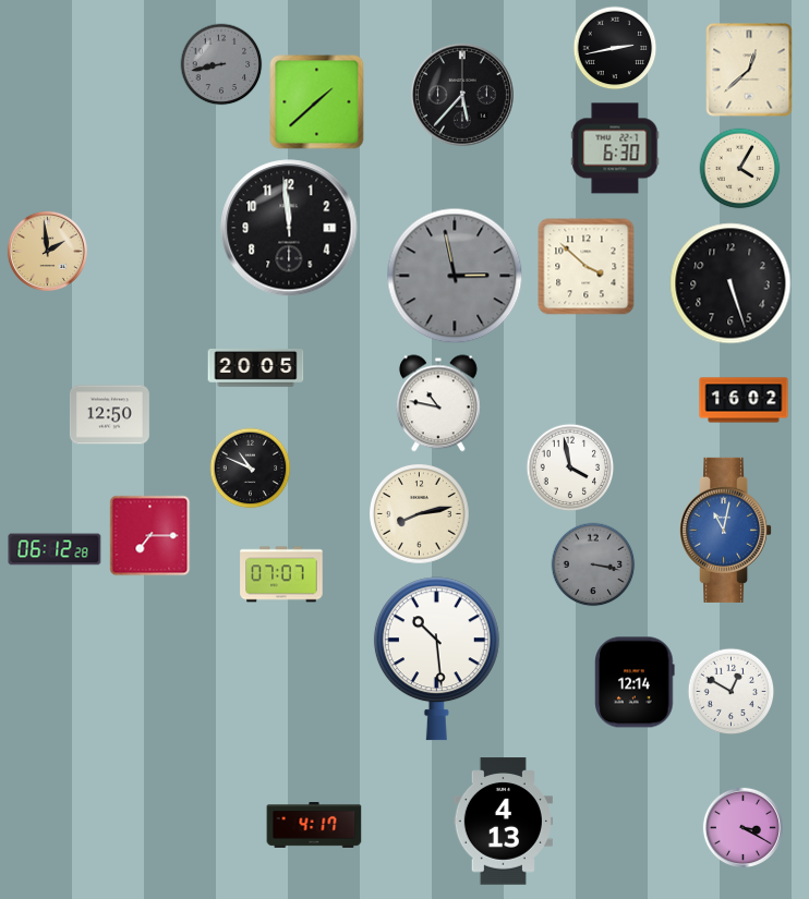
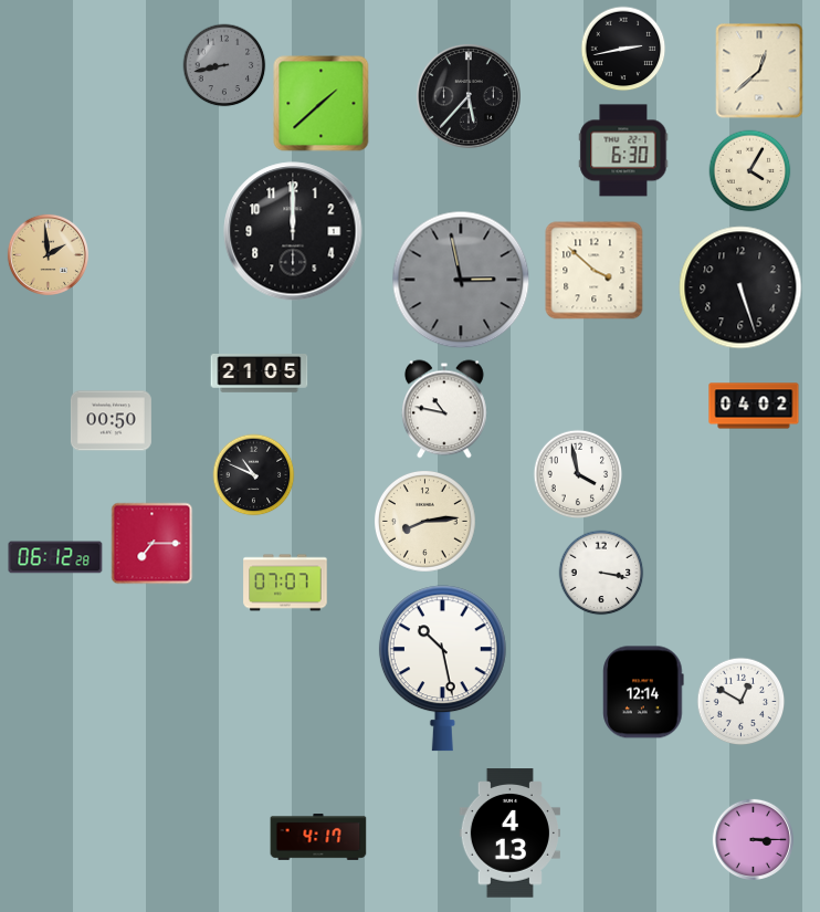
clock at (289, 228): 11:59 -> 12:00
clock at (256, 368): 20:05 -> 21:05
clock at (744, 400): 16:02 -> 04:02
clock at (109, 415): 12:50 -> 00:50
clock at (420, 514): 8:13 -> 8:14
clock at (726, 530): 11:02 -> none
clock at (593, 564) dial: grey -> white
clock at (436, 659): 10:29 -> 10:28
clock at (742, 827): 3:20 -> 3:15
